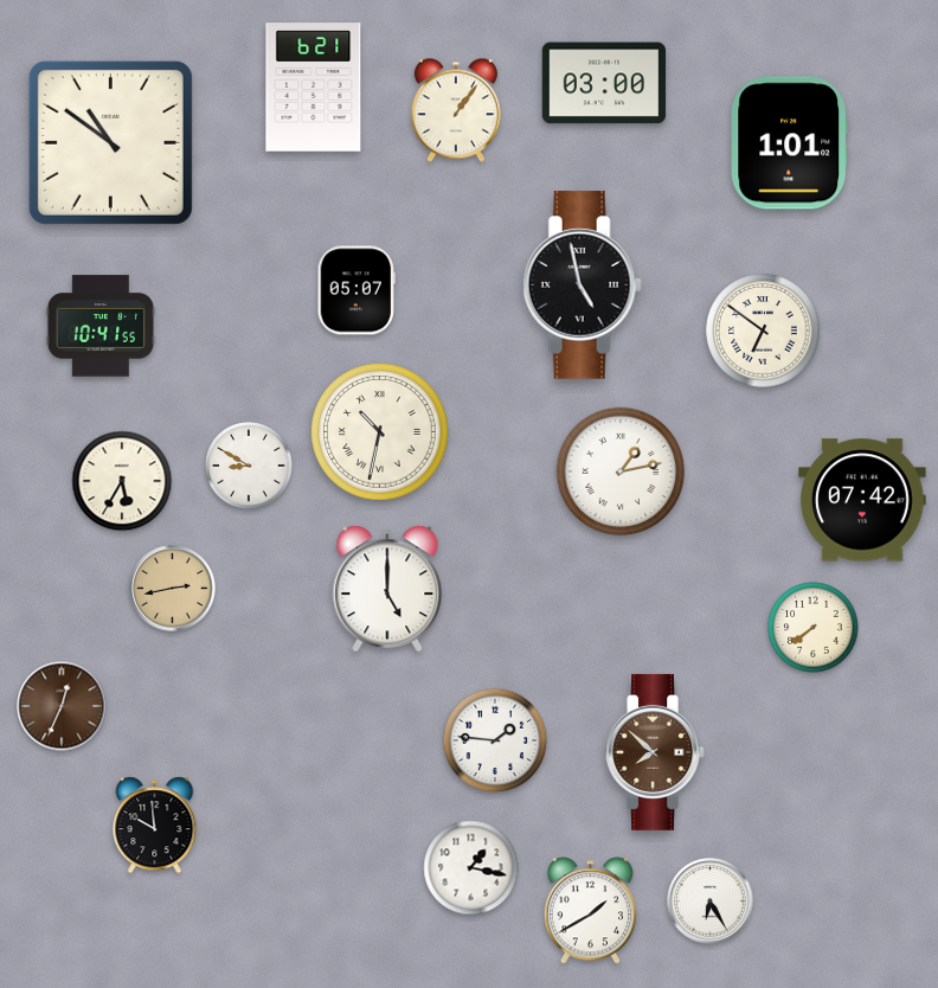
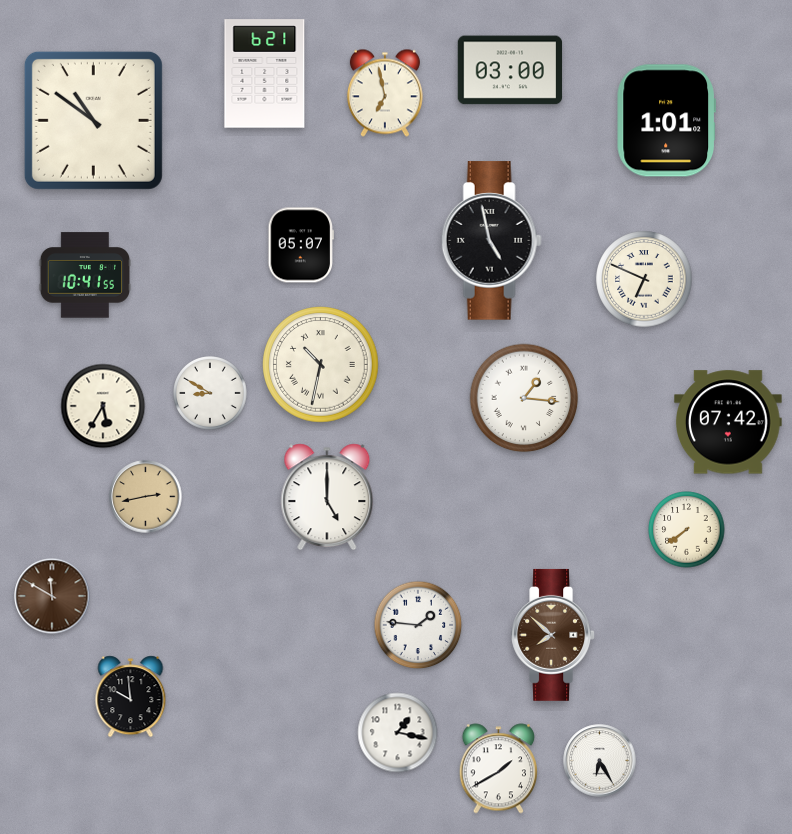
clock at (456, 110): 1:06 -> 6:58
clock at (763, 331): 6:51 -> 6:49
clock at (621, 471): 1:13 -> 1:16
clock at (62, 706): 12:34 -> 11:50
